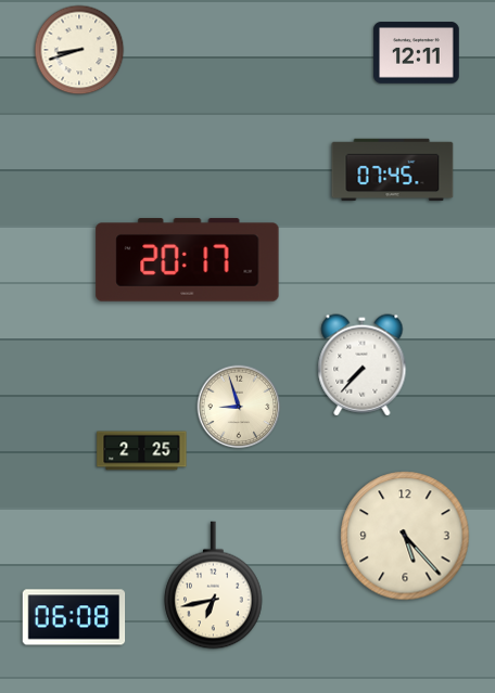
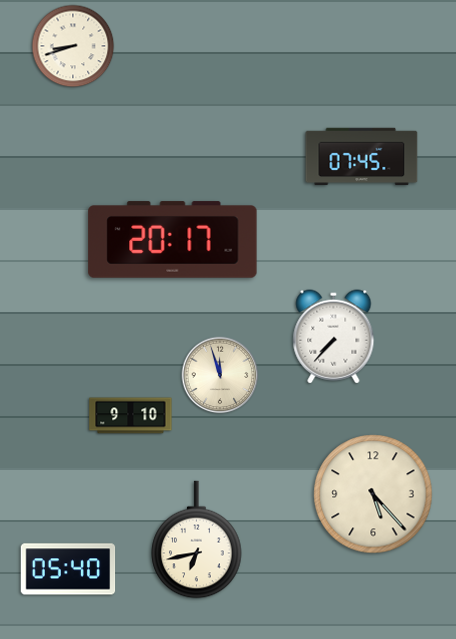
clock at (417, 53): 12:11 -> none
clock at (239, 407): 8:57 -> 11:57
clock at (142, 451): 2:25 -> 9:10
clock at (74, 617): 06:08 -> 05:40
